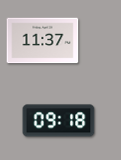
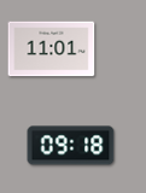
clock at (43, 41): 11:37 -> 11:01
